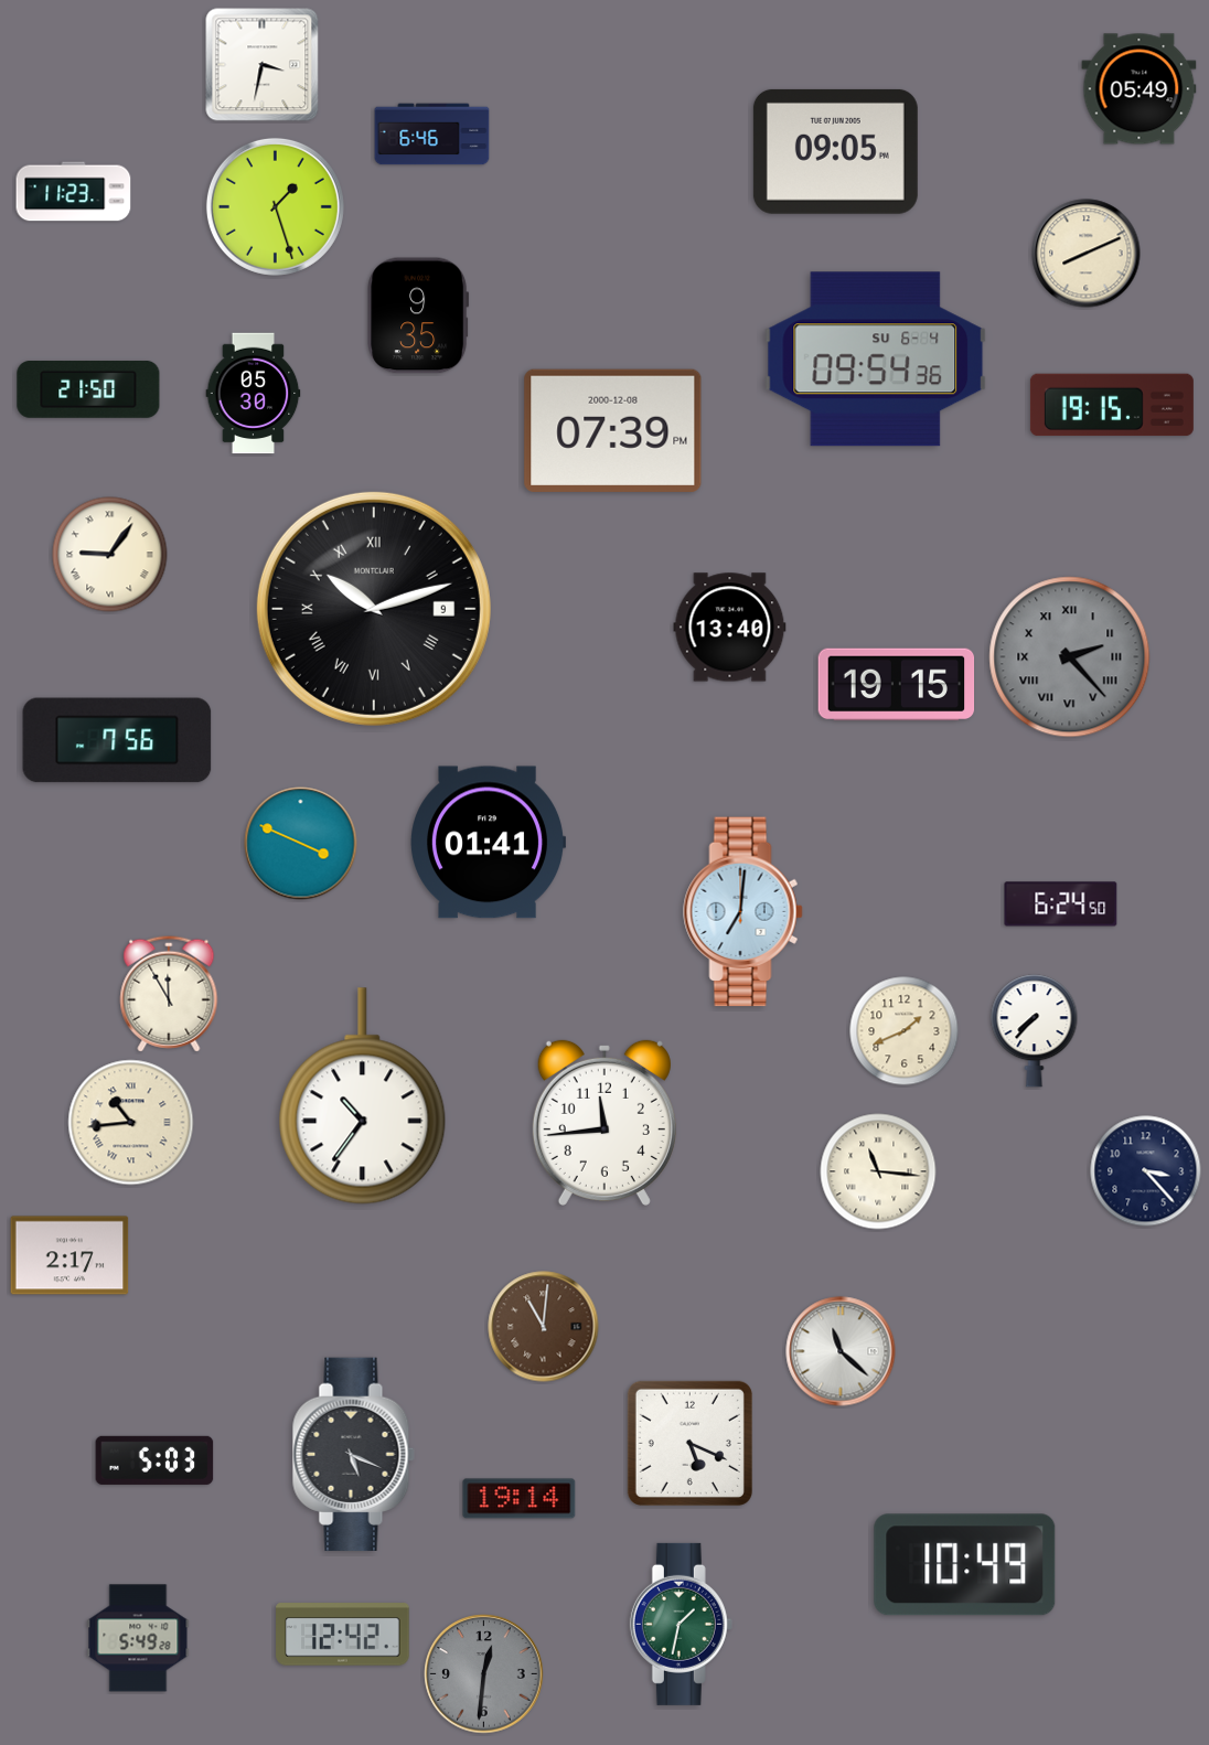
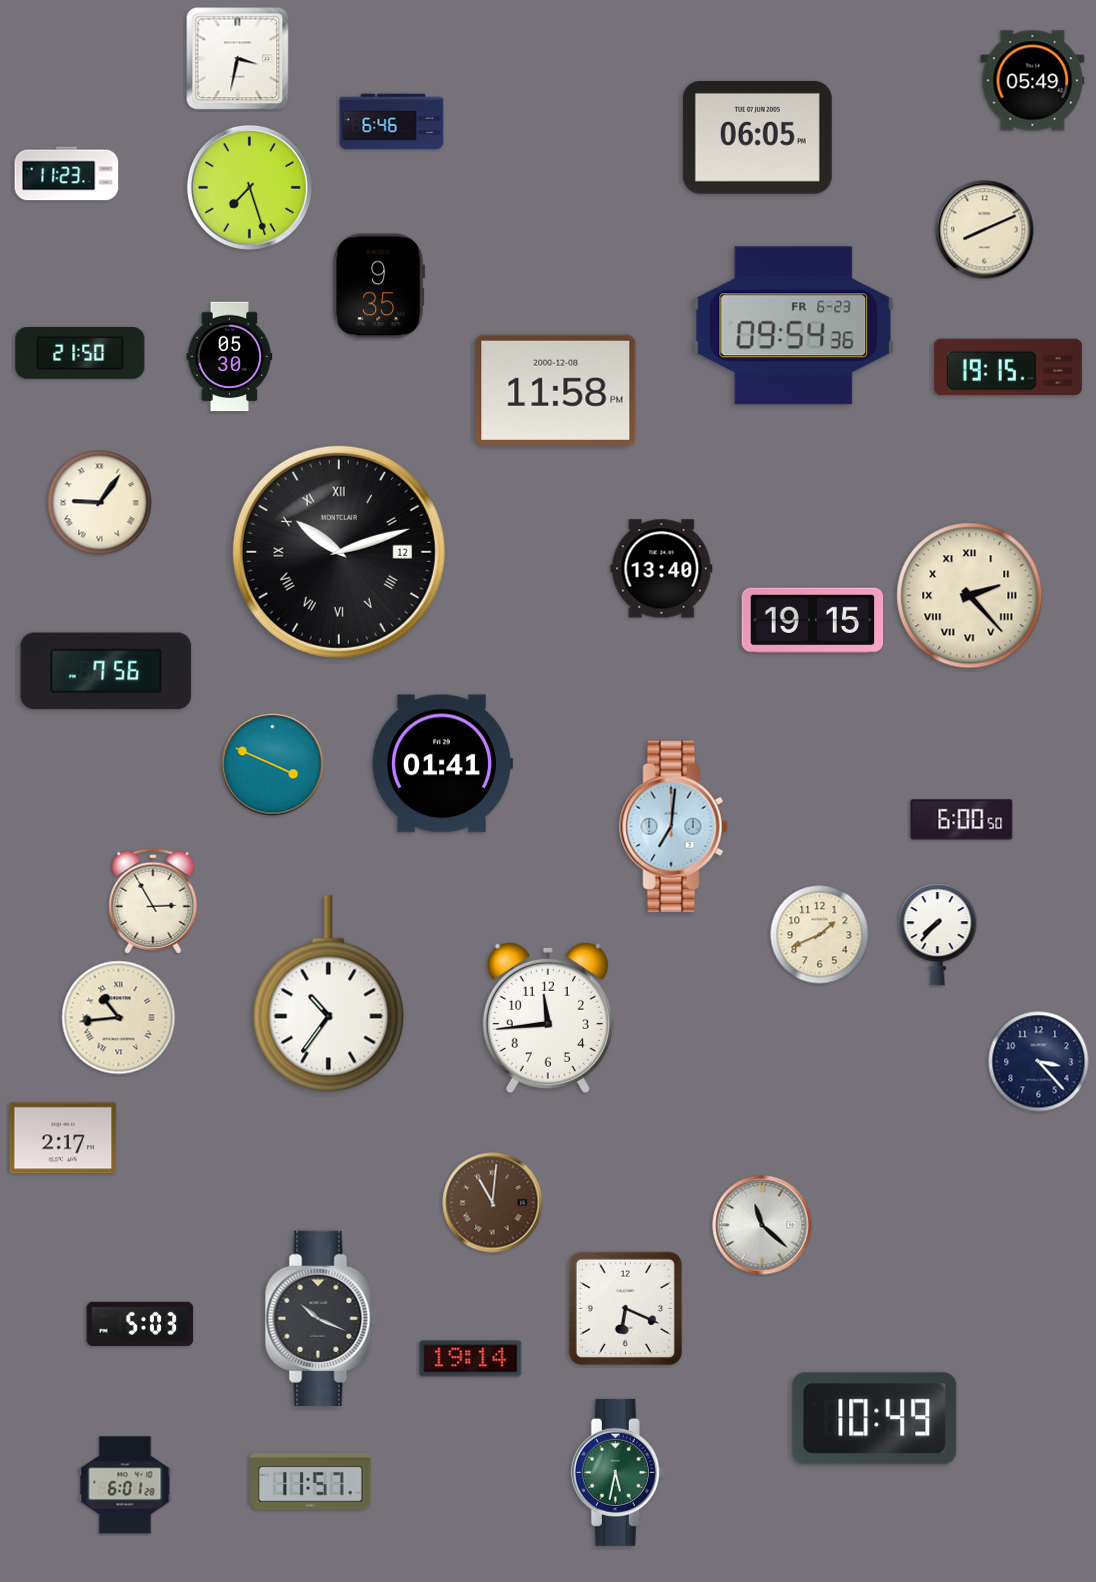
clock at (835, 151): 09:05 -> 06:05
clock at (275, 206): 1:27 -> 7:27
clock at (876, 360) date: SU 6-4 -> FR 6-23
clock at (613, 430): 07:39 -> 11:58
clock at (374, 609) date: 9 -> 12
clock at (1070, 657) dial: grey -> cream
clock at (1061, 904): 6:24 -> 6:00
clock at (169, 994): 11:55 -> 2:55
clock at (878, 1171): 11:16 -> none
clock at (689, 1443): 5:19 -> 6:19
clock at (353, 1454): 5:19 -> 10:19
clock at (681, 1624): 1:32 -> 5:32
clock at (343, 1635): 12:42 -> 11:57
clock at (138, 1638): 5:49 -> 6:01
clock at (484, 1674): 12:31 -> none
